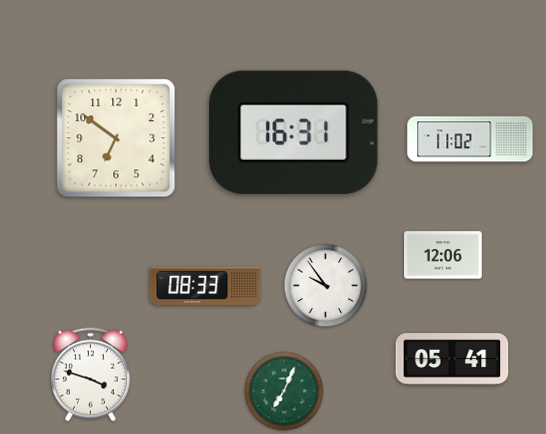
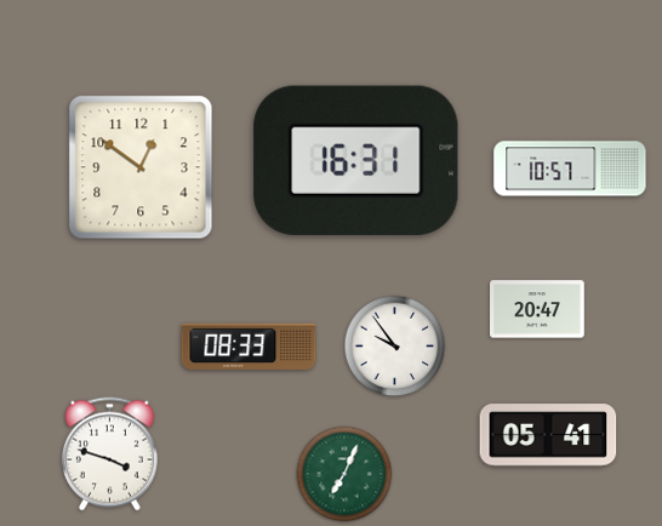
clock at (116, 138): 6:51 -> 12:51
clock at (470, 139): 11:02 -> 10:57
clock at (443, 255): 12:06 -> 20:47
